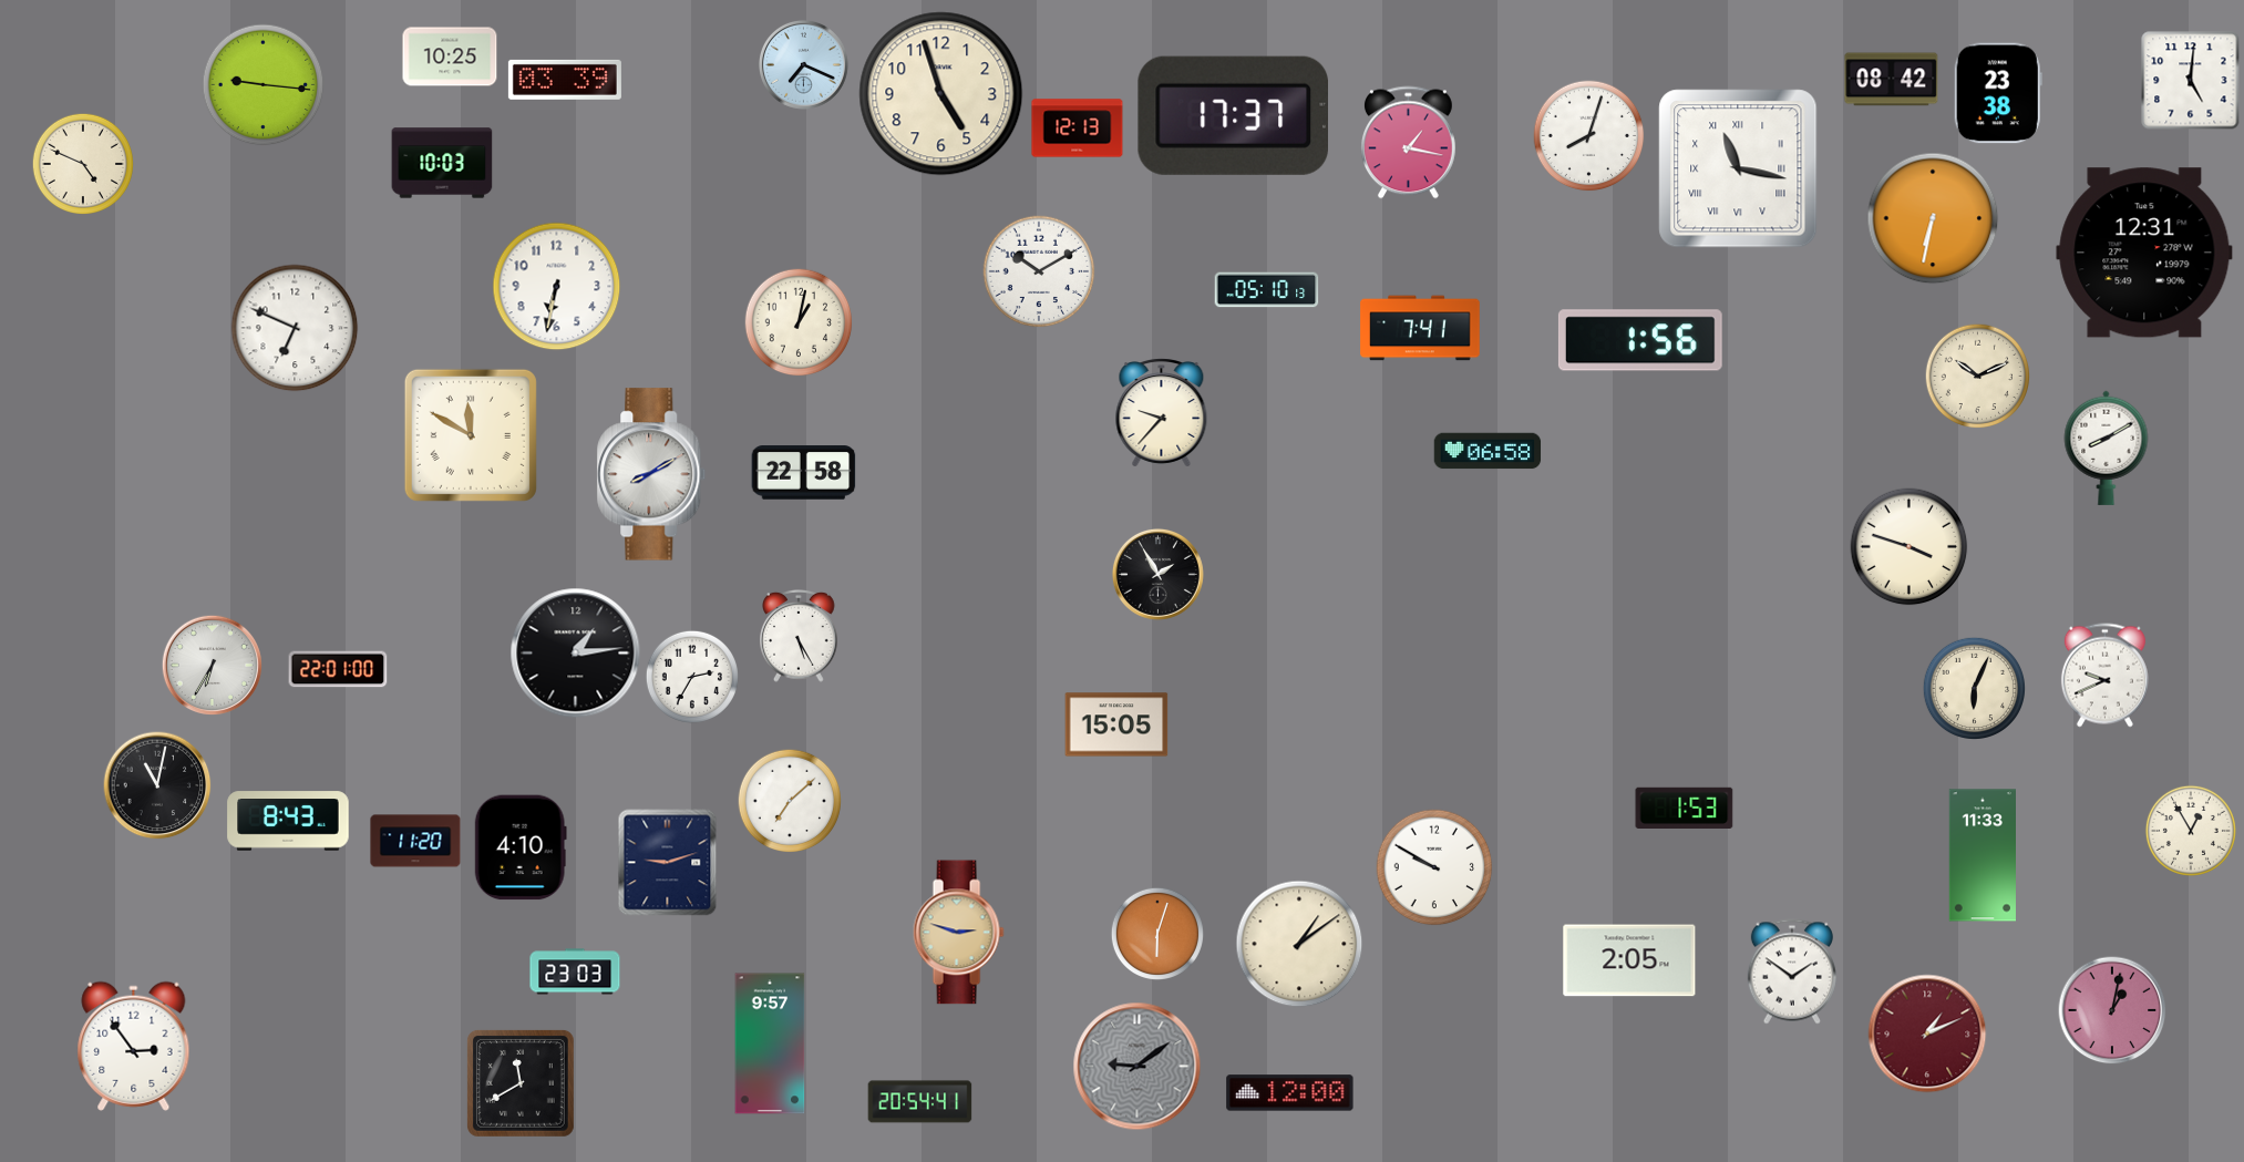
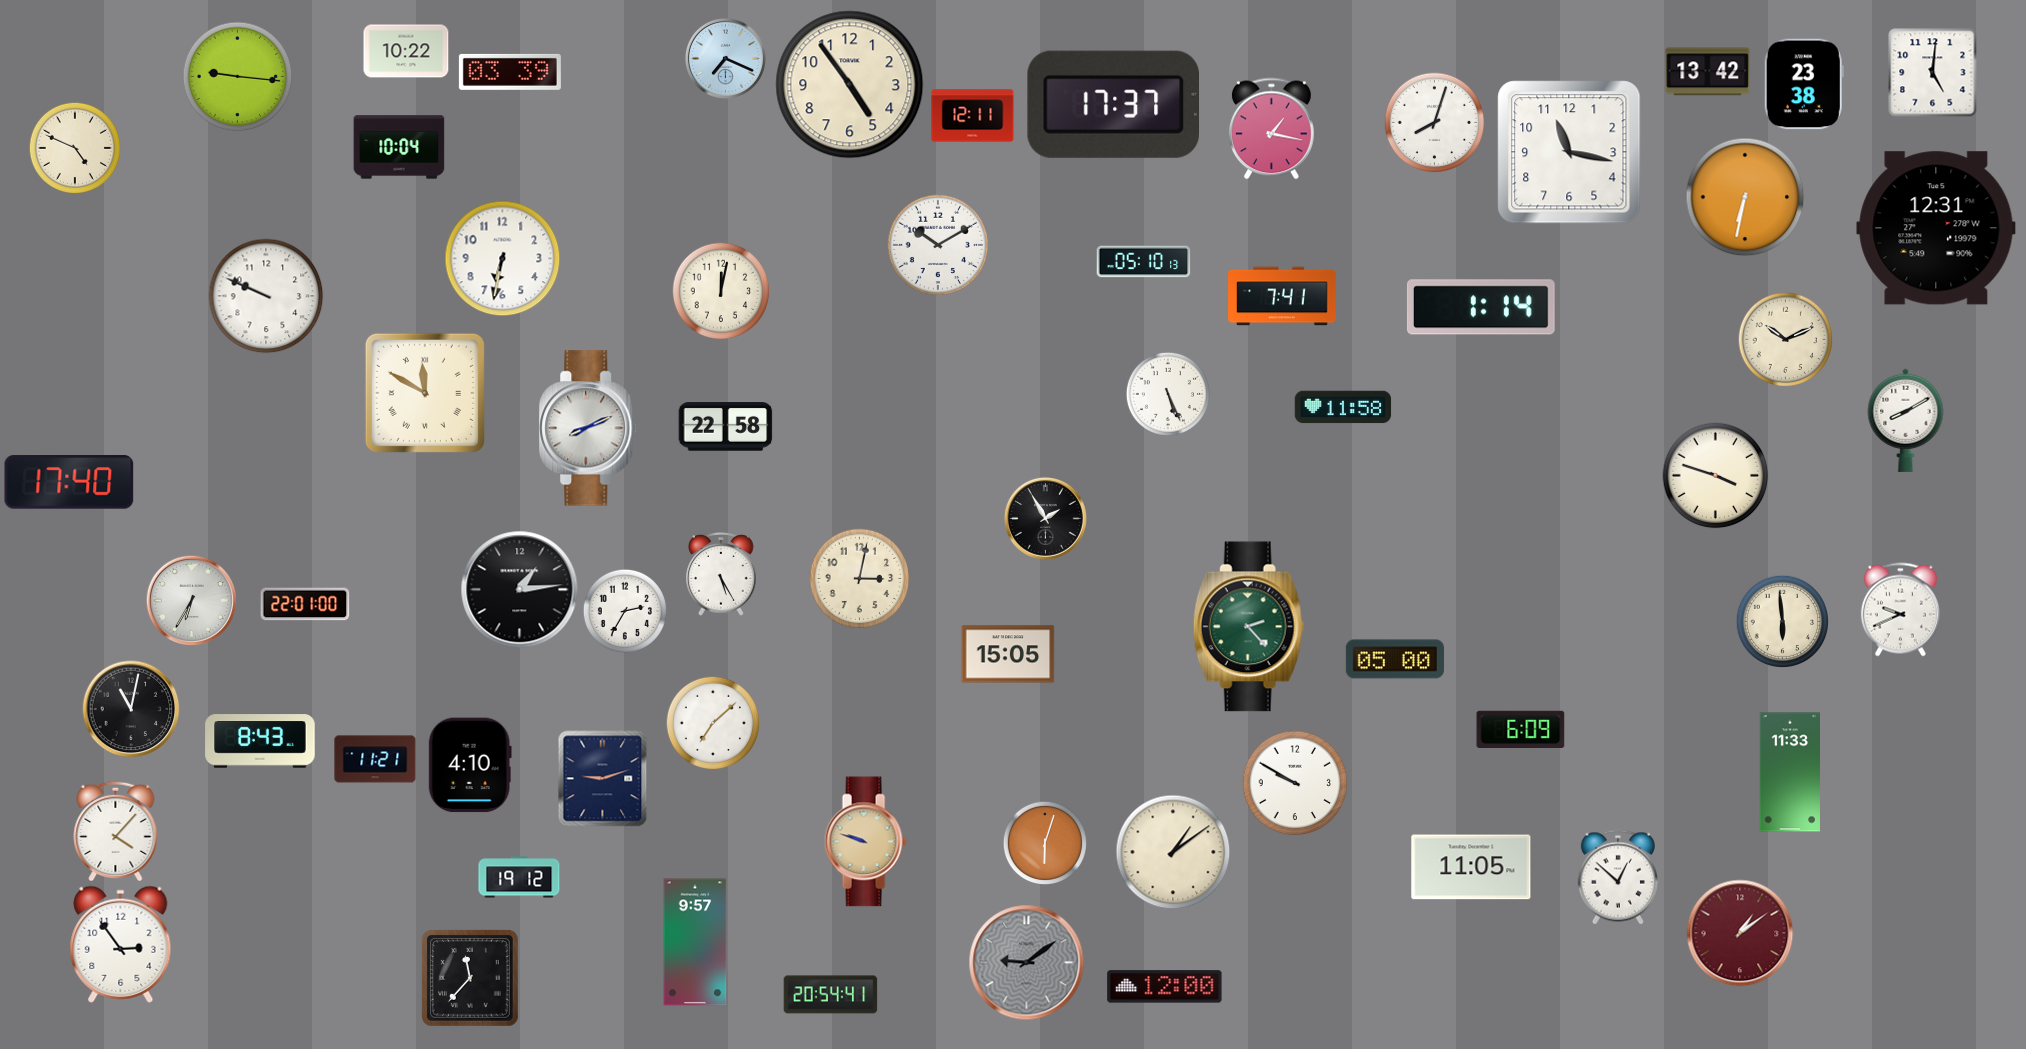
clock at (450, 56): 10:25 -> 10:22
clock at (1892, 80): 08:42 -> 13:42
clock at (2191, 81) position: (2191, 81) -> (1933, 73)
clock at (941, 94): 4:57 -> 4:54
clock at (1078, 128): 12:13 -> 12:11
clock at (442, 163): 10:03 -> 10:04
clock at (1738, 168) numerals: Roman -> Arabic
clock at (799, 322): 1:02 -> 12:02
clock at (295, 328): 6:49 -> 9:49
clock at (1640, 340): 1:56 -> 1:14
clock at (1162, 413): 9:37 -> none
clock at (1168, 394): none -> 5:26
clock at (2107, 448) position: (2107, 448) -> (1906, 420)
clock at (1488, 451): 06:58 -> 11:58
clock at (651, 474): 8:10 -> 8:11
clock at (69, 482): none -> 17:40
clock at (1910, 547) position: (1910, 547) -> (1716, 476)
clock at (860, 579): none -> 3:02
clock at (1974, 688): 6:04 -> 5:59
clock at (1248, 627): none -> 2:23
clock at (1394, 659): none -> 05:00
clock at (157, 785) position: (157, 785) -> (131, 709)
clock at (1685, 808): 1:53 -> 6:09
clock at (2191, 831): 12:55 -> none
clock at (415, 841): 11:20 -> 11:21
clock at (116, 831): none -> 4:07
clock at (958, 933): 2:48 -> 9:48
clock at (1629, 960): 2:05 -> 11:05
clock at (575, 971): 23:03 -> 19:12
clock at (1792, 971): 1:51 -> 12:52
clock at (2112, 1010): 1:02 -> none
clock at (1927, 1034): 1:11 -> 1:09
clock at (521, 1083): 11:40 -> 11:37
